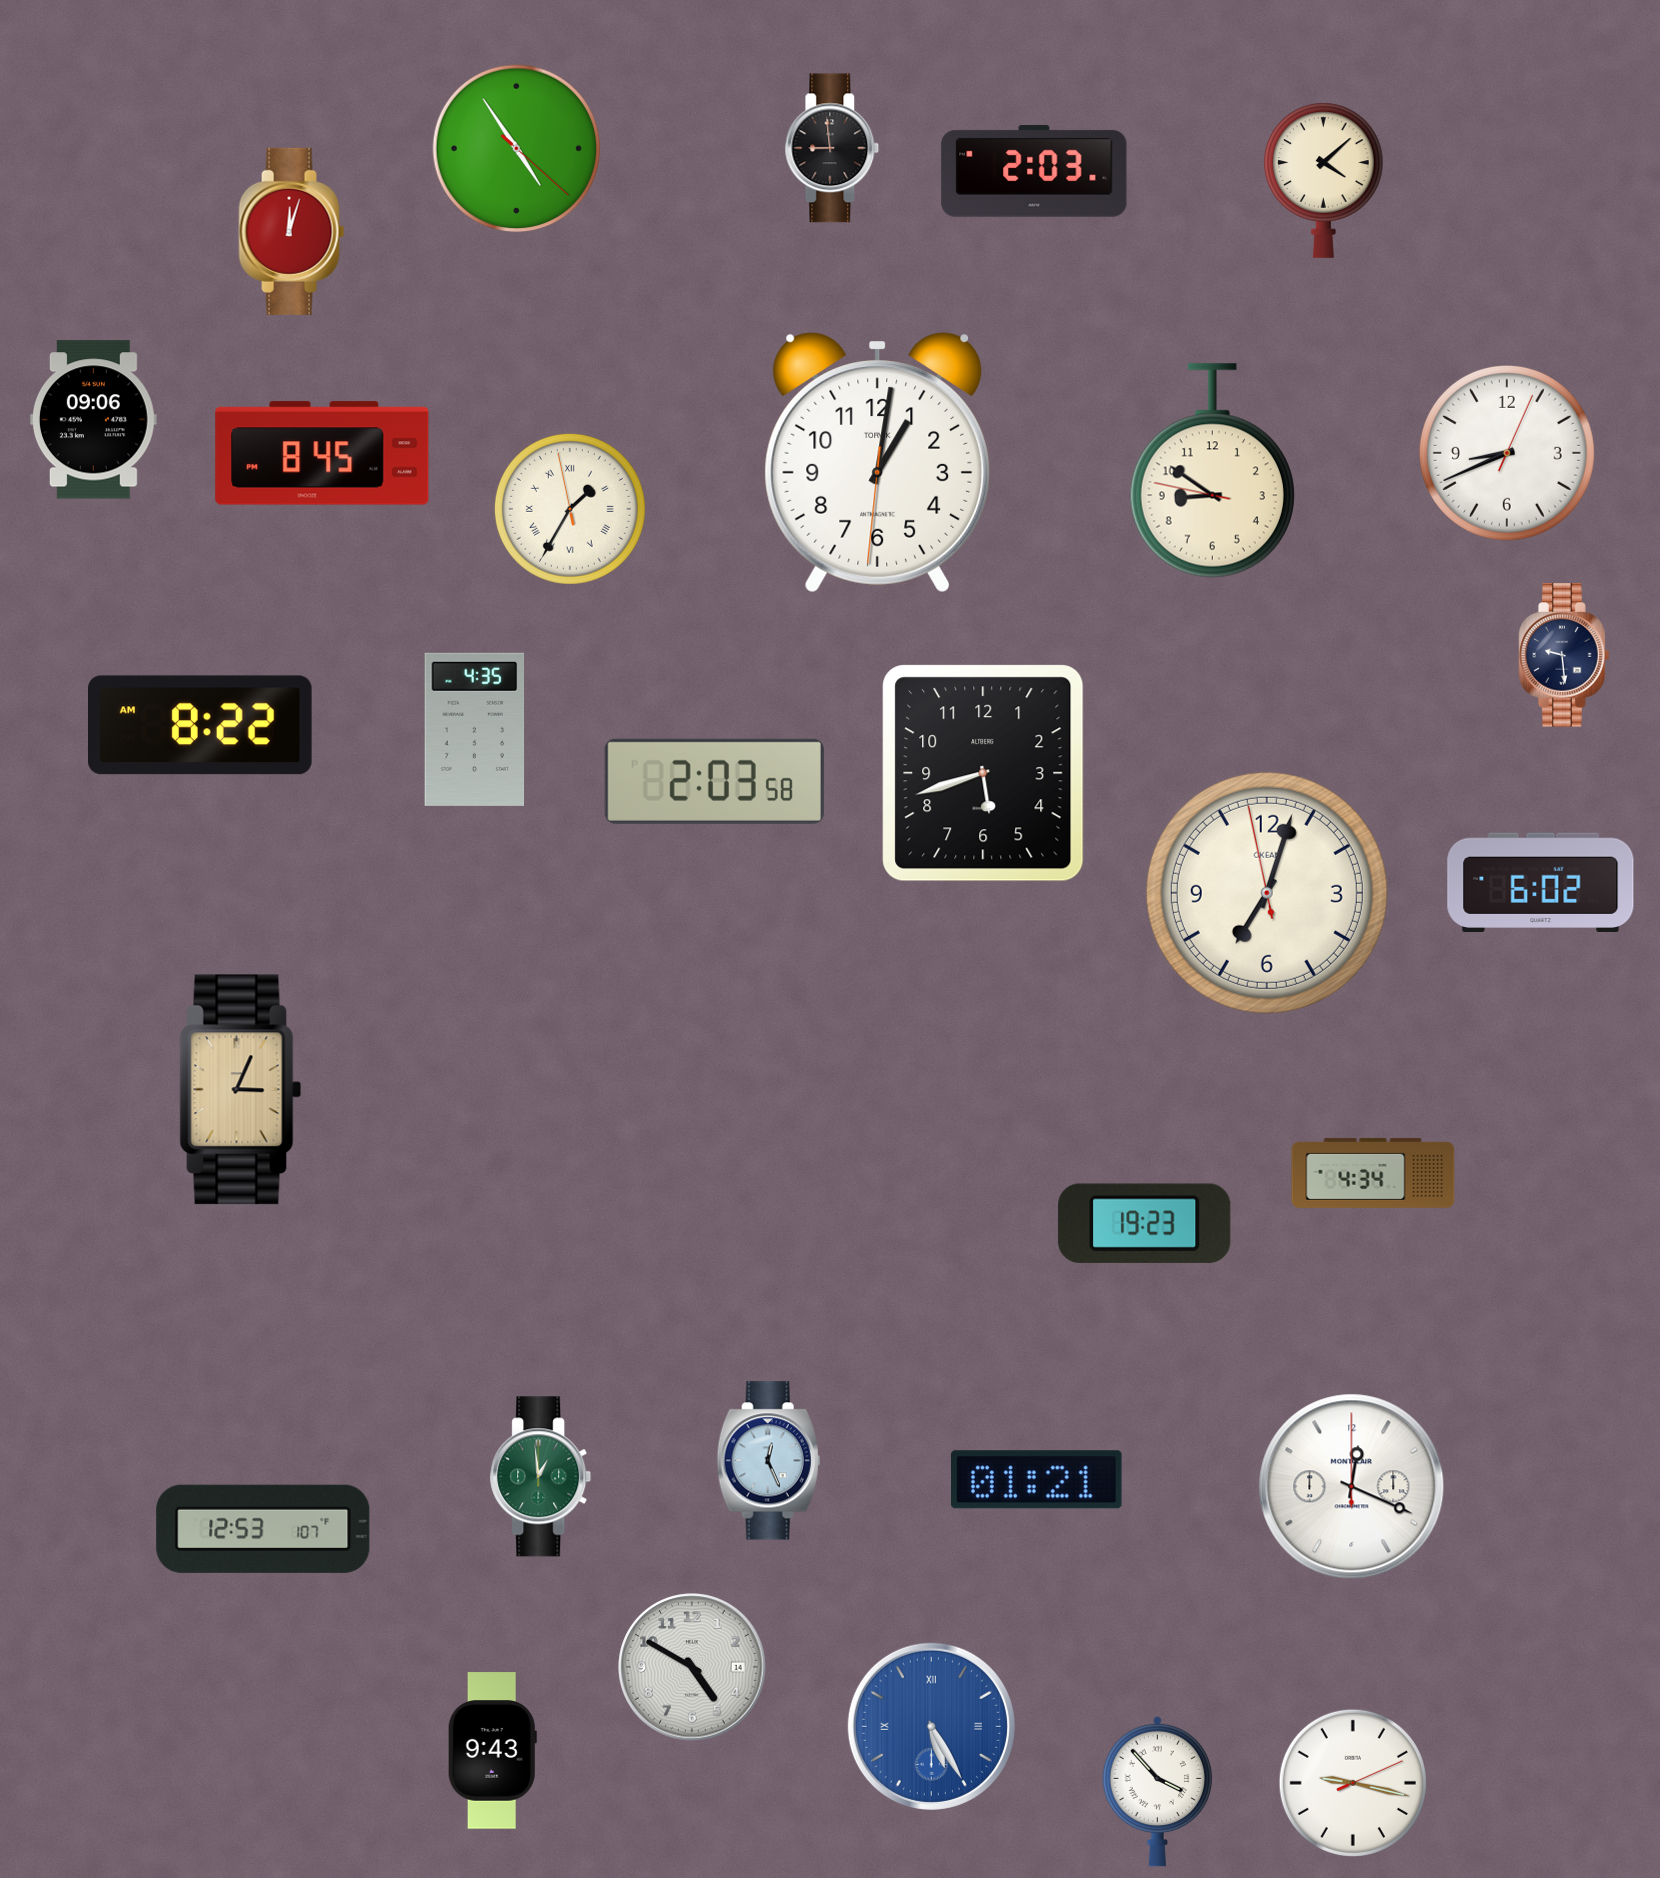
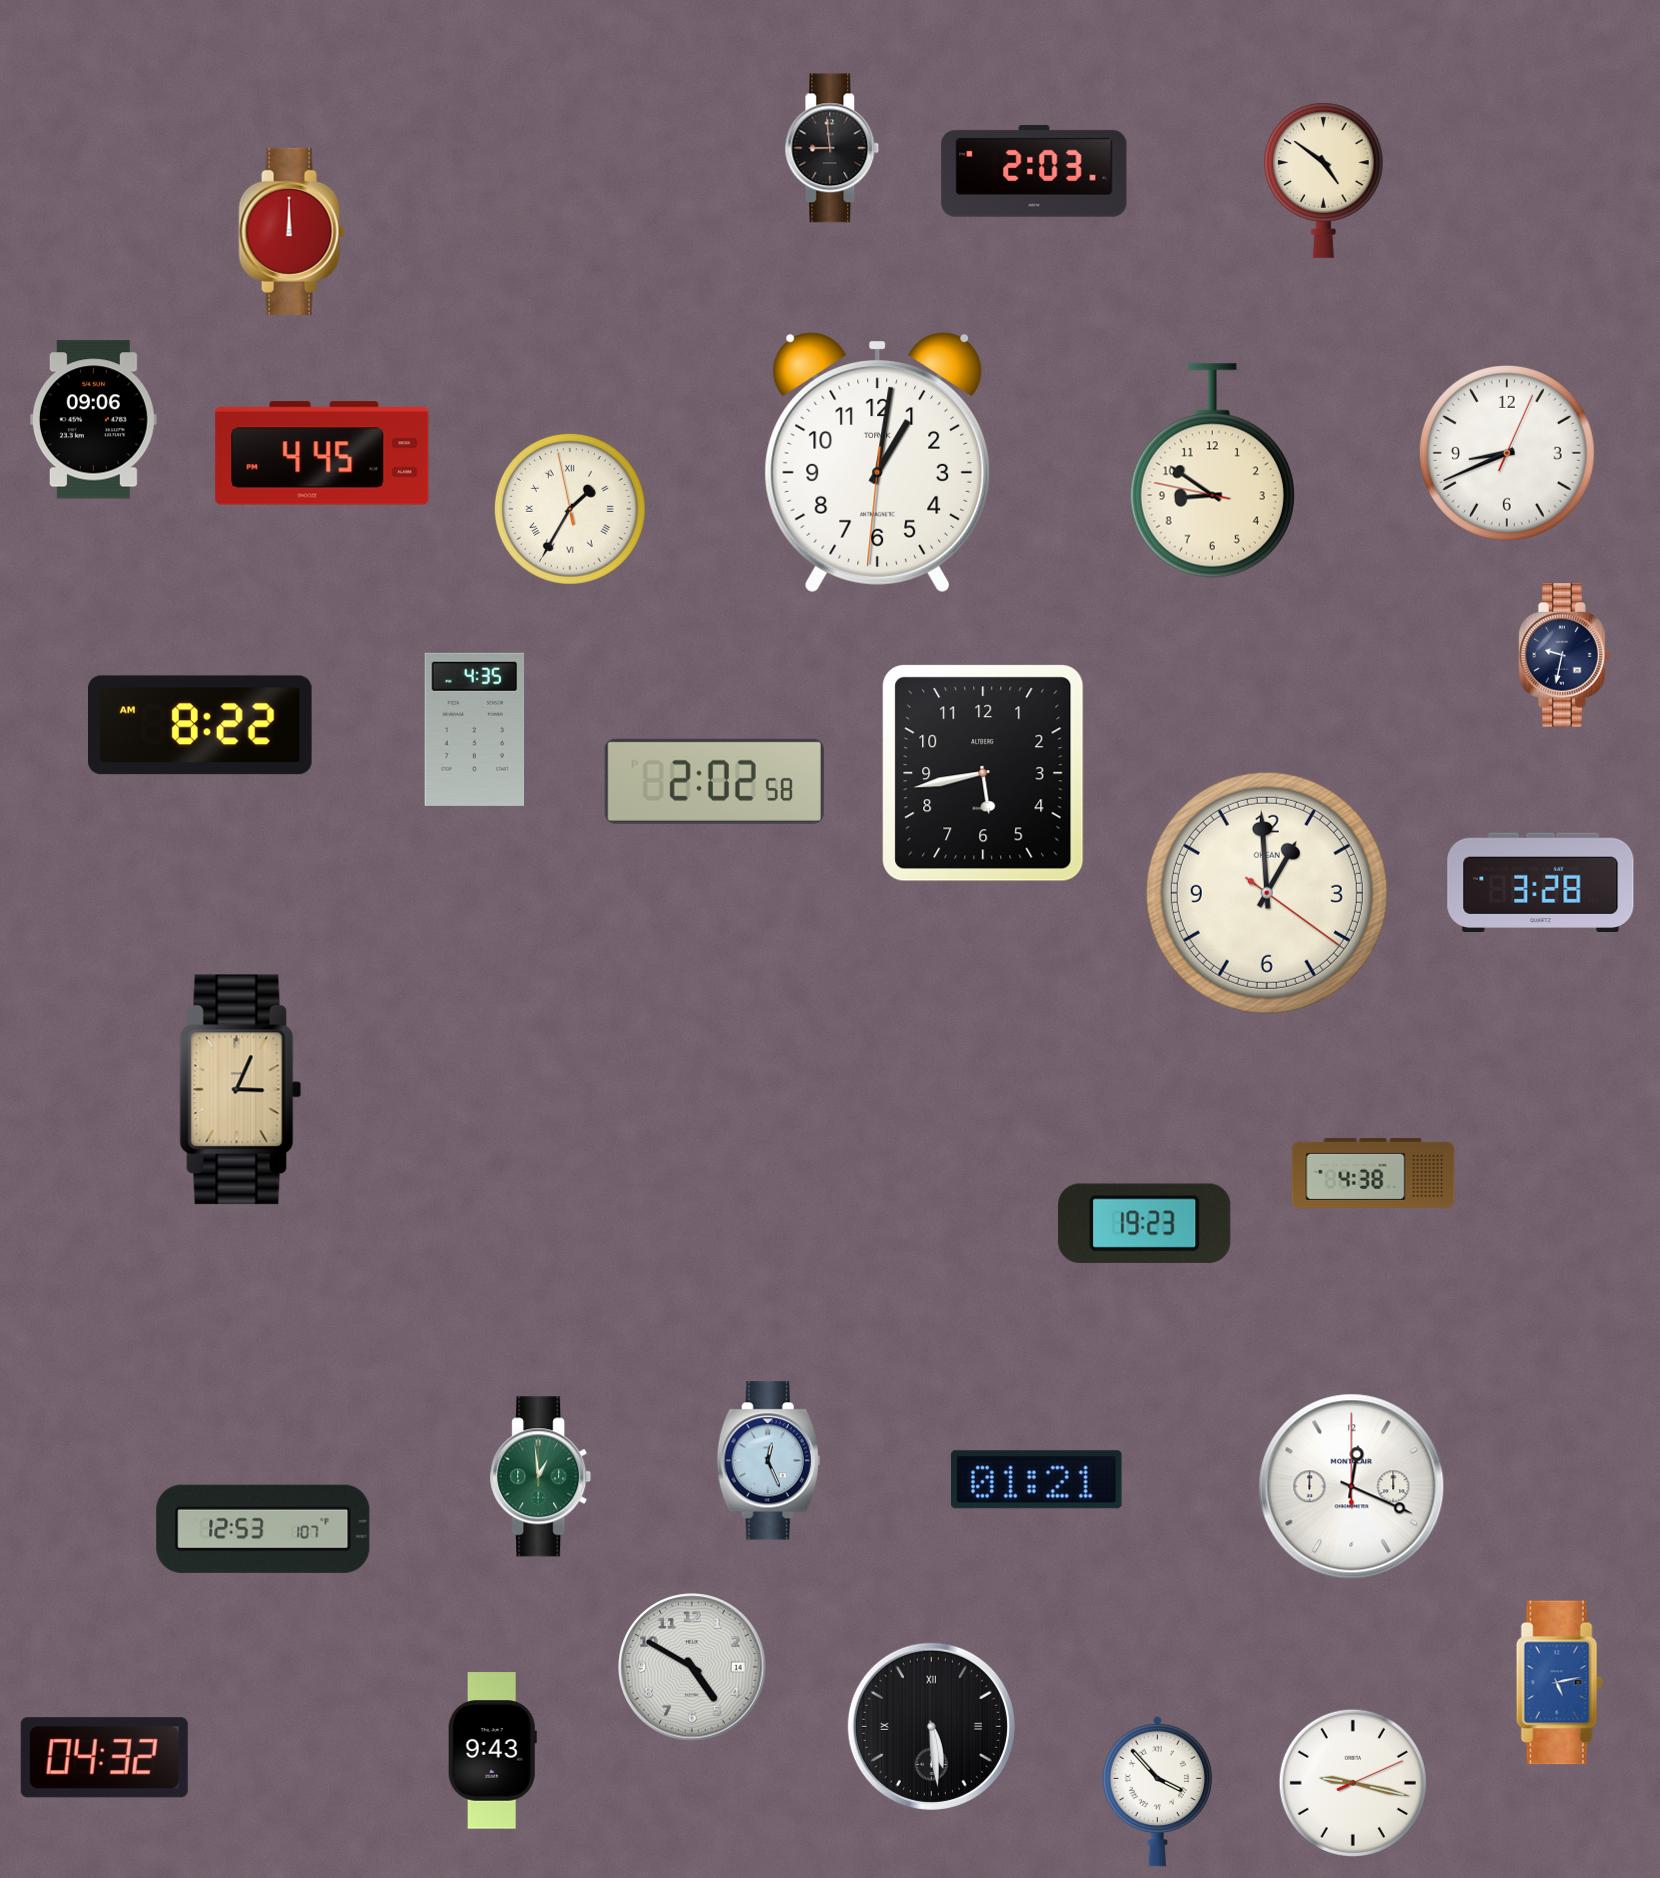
clock at (517, 149): 4:54 -> none
clock at (1324, 180): 4:08 -> 4:51
clock at (292, 231): 12:03 -> 12:00
clock at (322, 453): 8:45 -> 4:45
clock at (1564, 655): 9:29 -> 9:32
clock at (983, 773): 5:42 -> 5:43
clock at (714, 781): 2:03 -> 2:02
clock at (1541, 882): 6:02 -> 3:28
clock at (1267, 893): 7:02 -> 12:59
clock at (1373, 1173): 4:34 -> 4:38
clock at (1559, 1683): none -> 5:13
clock at (931, 1726): 5:25 -> 5:29
clock at (931, 1726) dial: blue -> black
clock at (104, 1758): none -> 04:32
